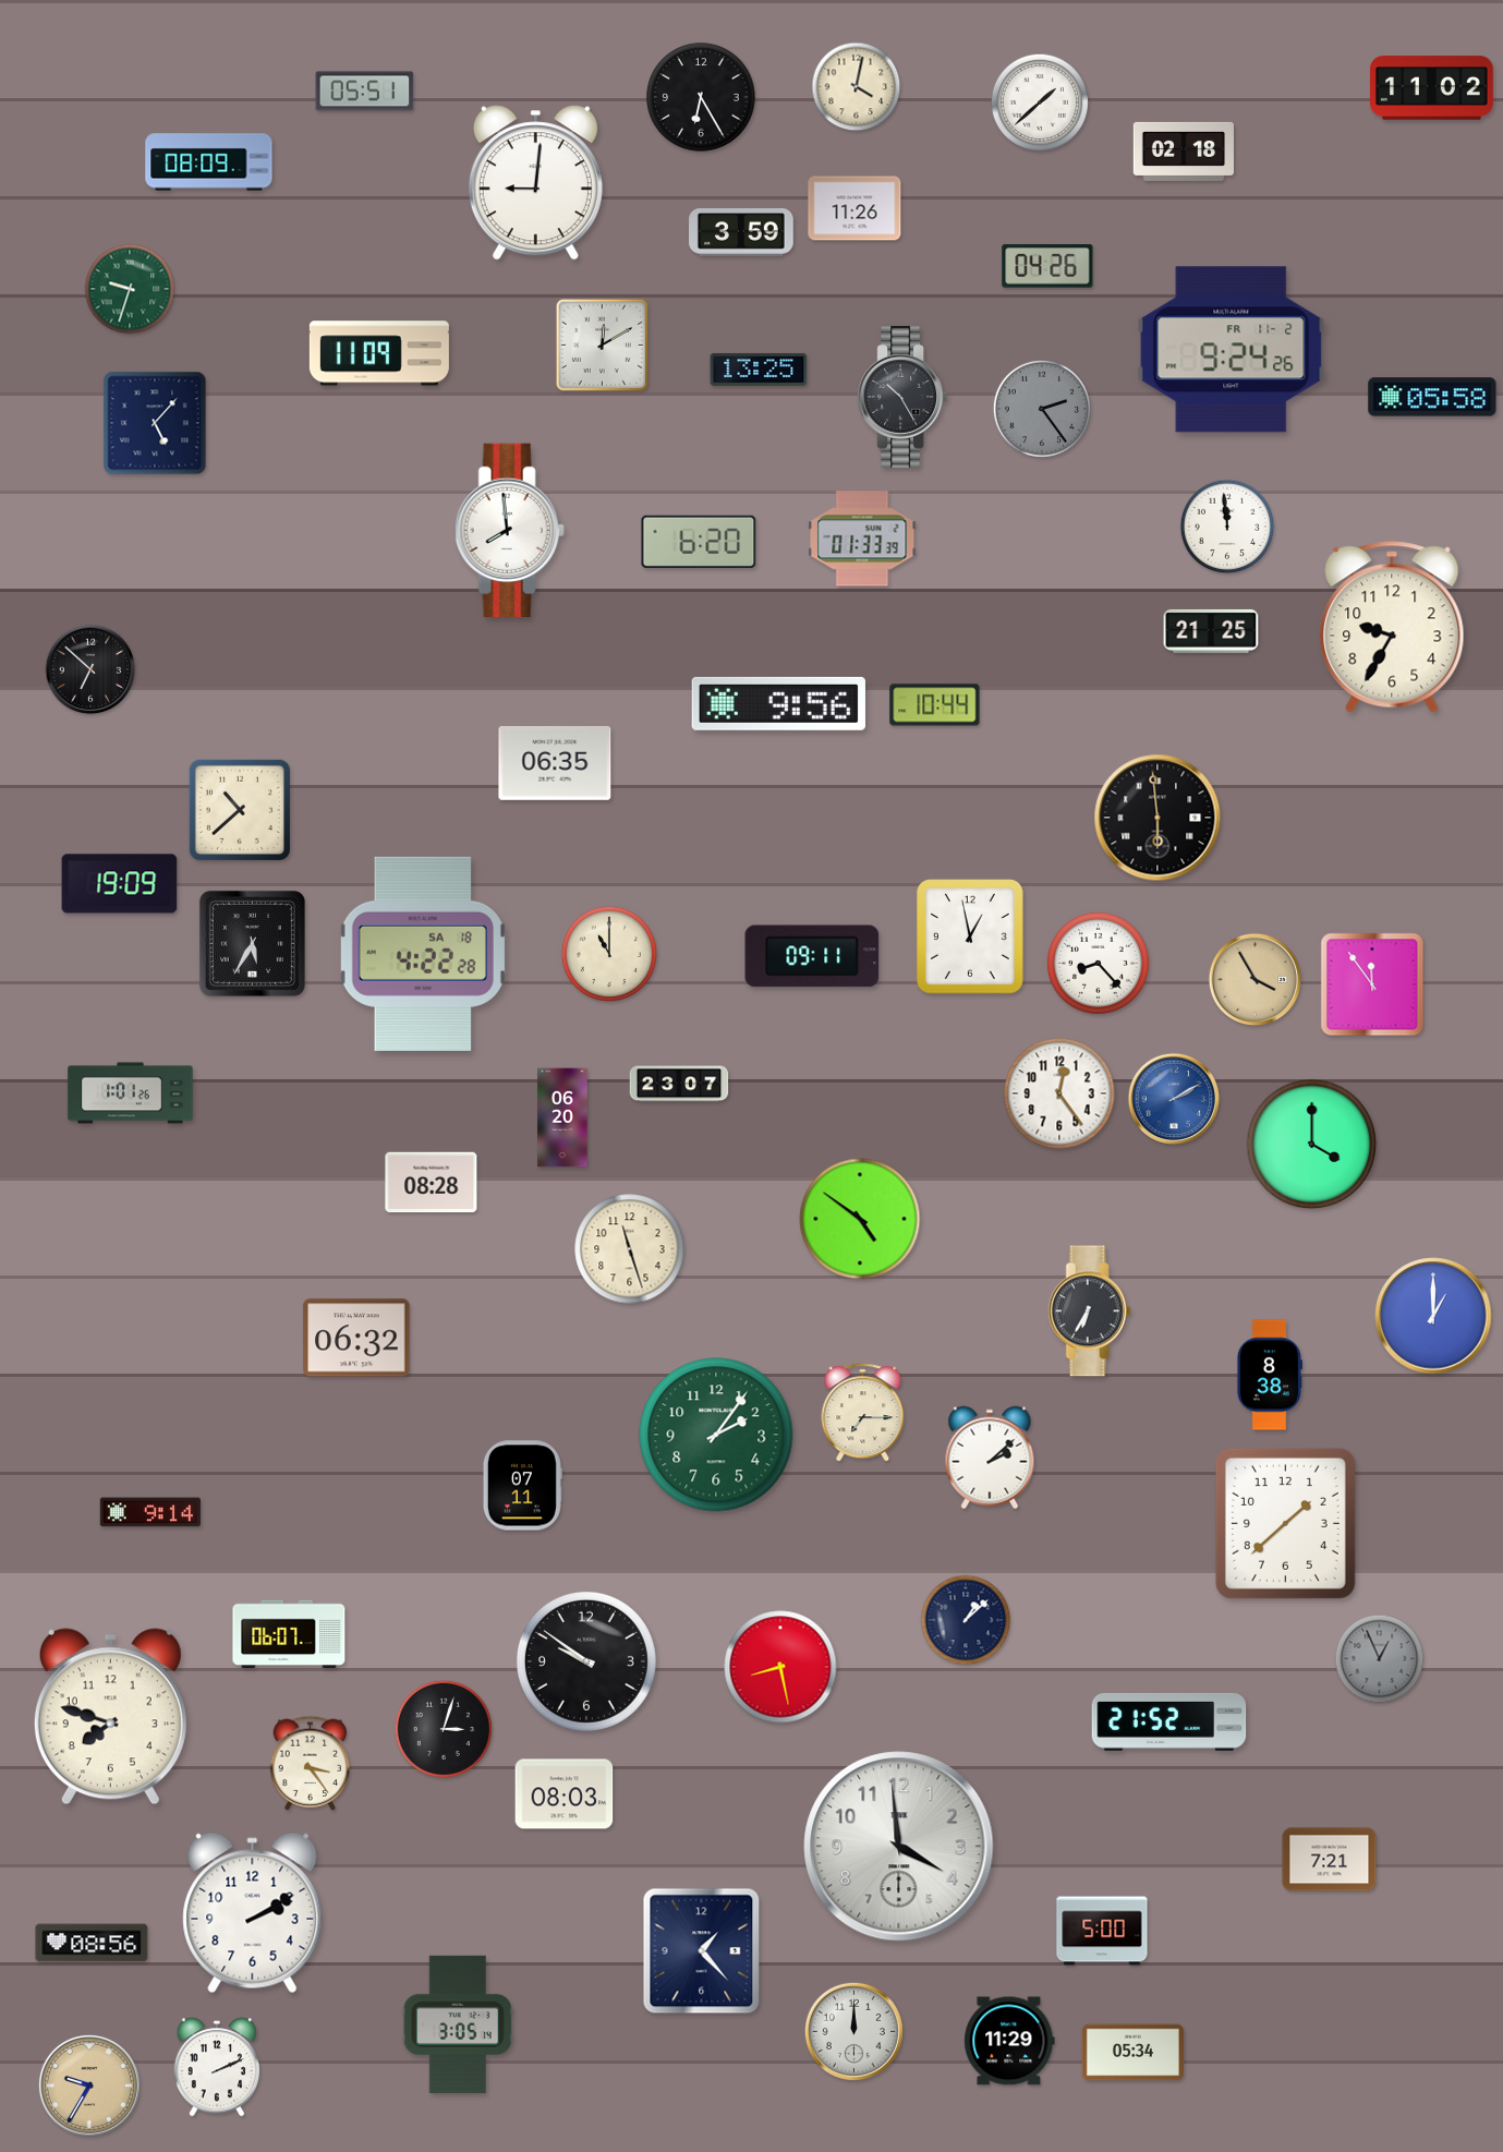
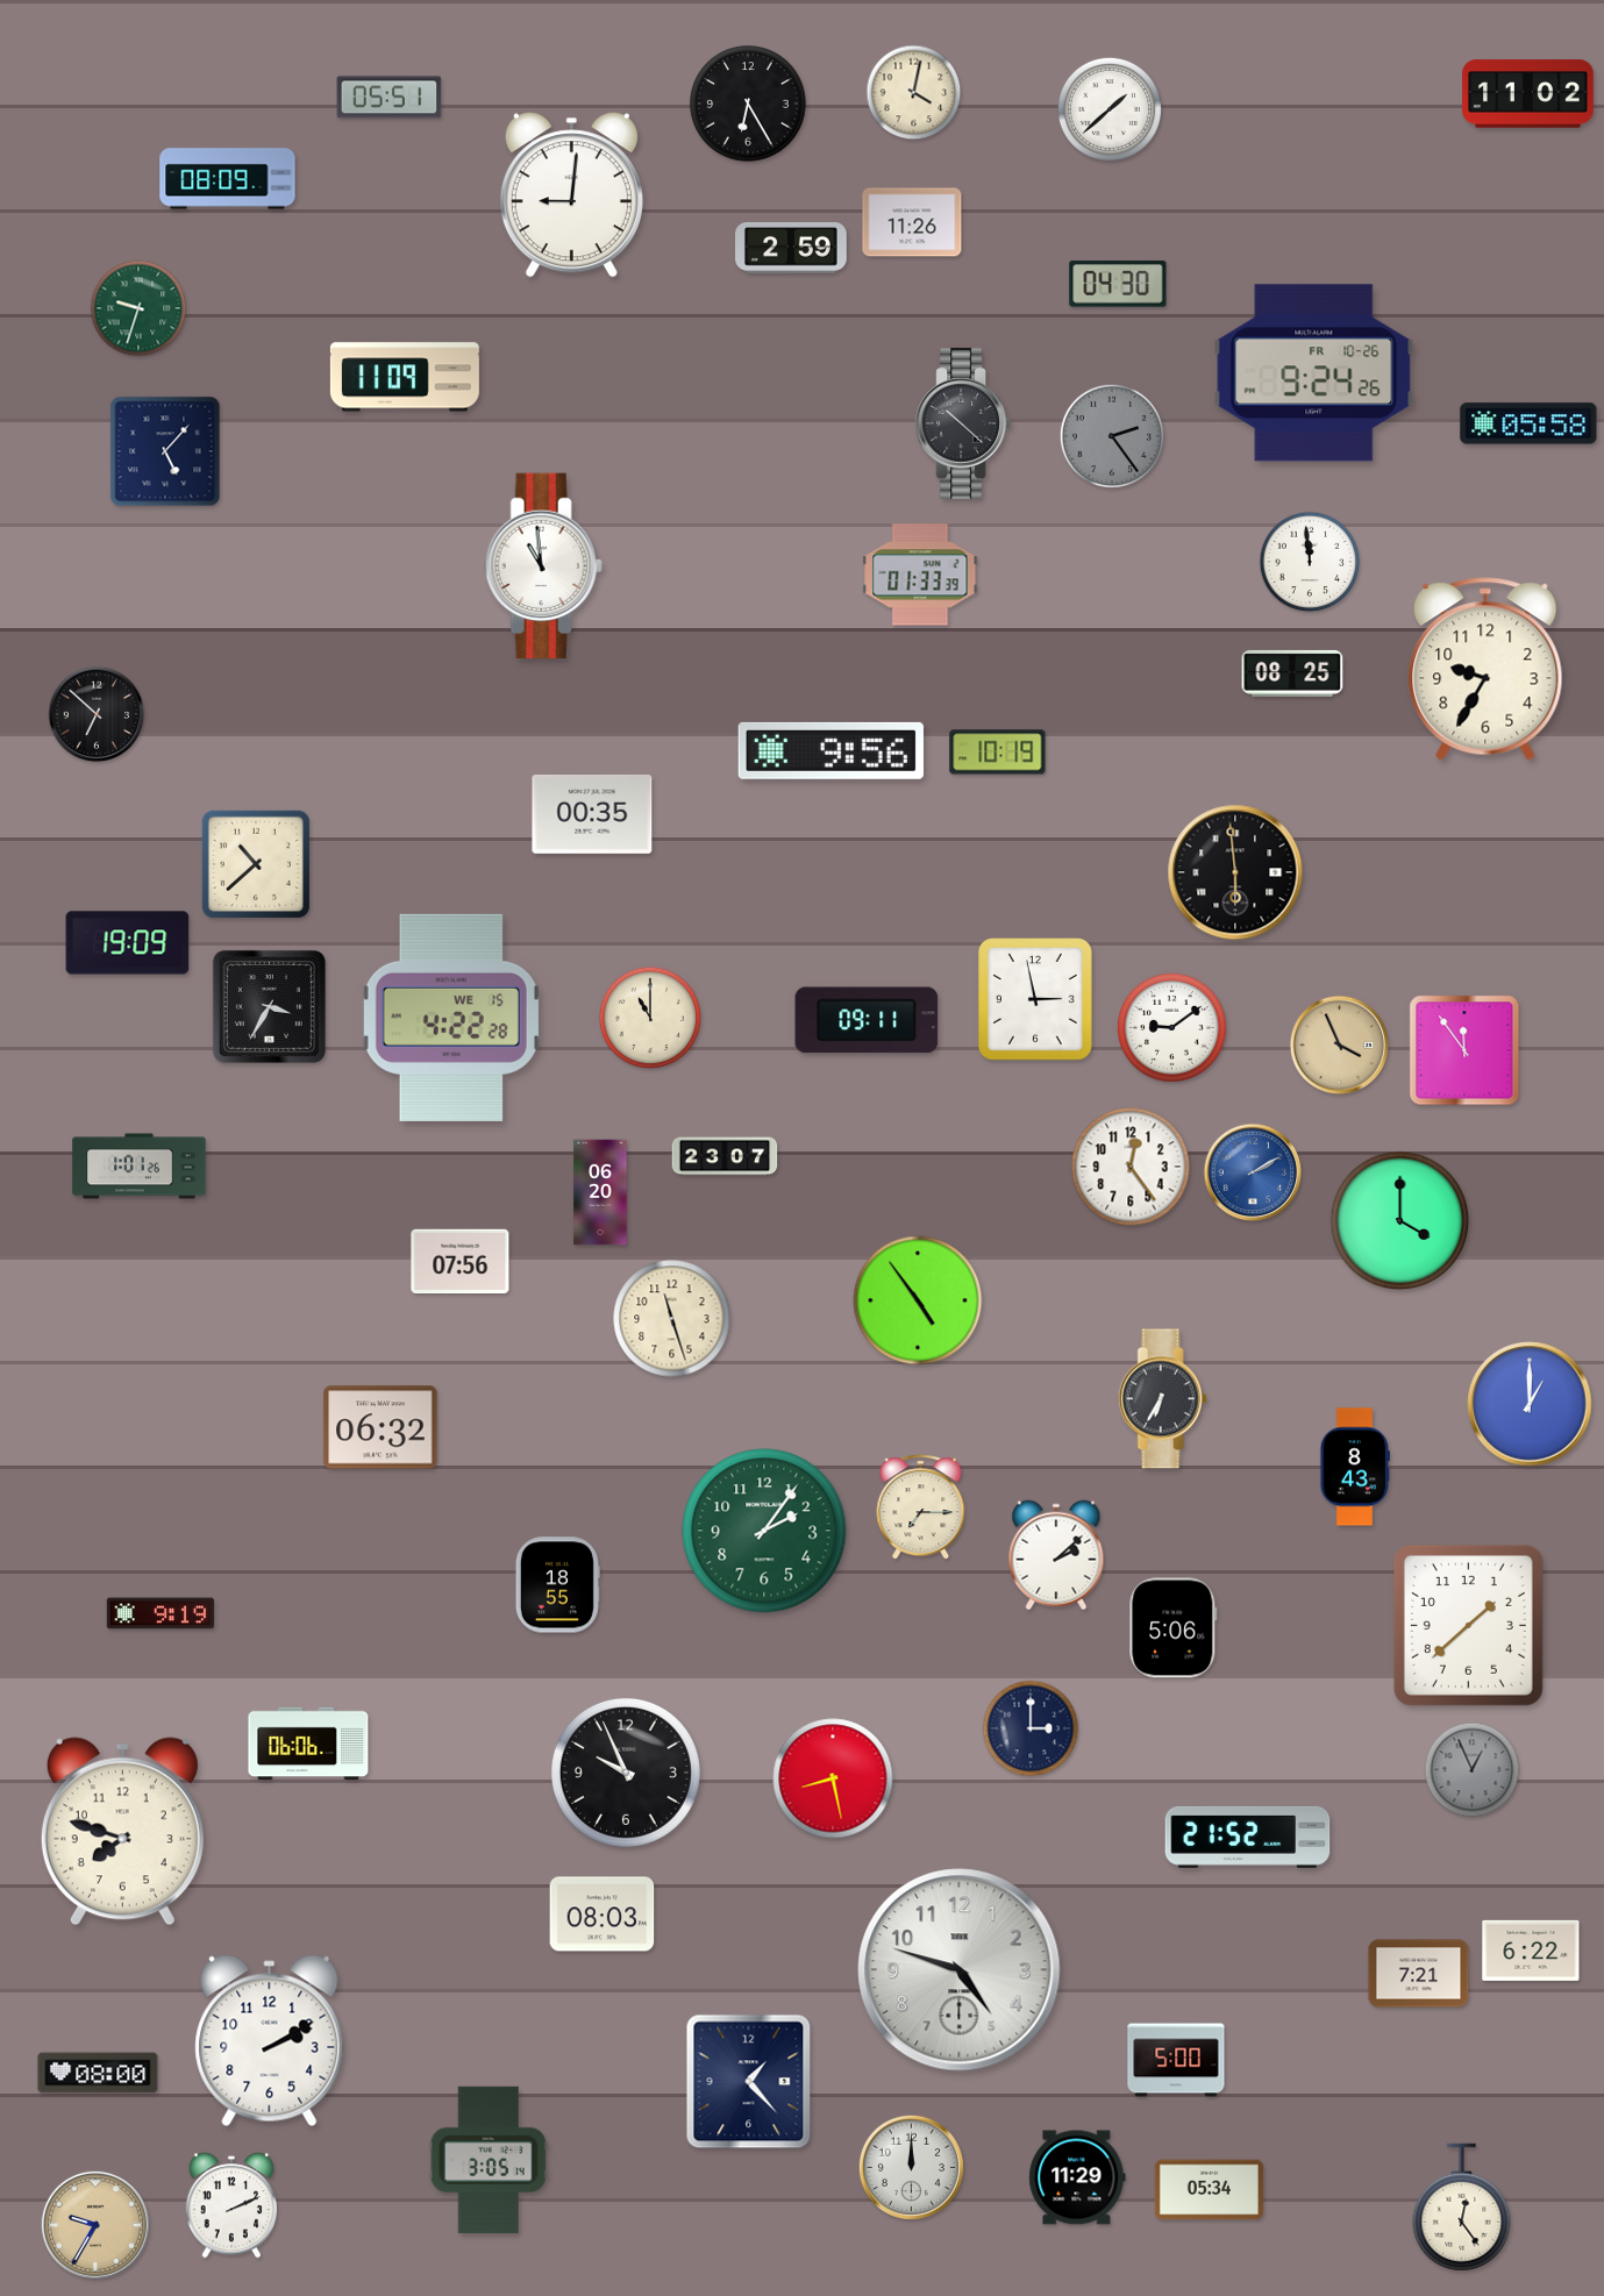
clock at (1183, 152): 02:18 -> none
clock at (209, 162) position: (209, 162) -> (228, 179)
clock at (742, 233): 3:59 -> 2:59
clock at (1047, 266): 04:26 -> 04:30
clock at (602, 344): 12:10 -> none
clock at (1232, 350) date: FR 11-2 -> FR 10-26
clock at (759, 370): 13:25 -> none
clock at (902, 398): 10:25 -> 10:22
clock at (509, 530): 7:59 -> 10:59
clock at (699, 542): 6:20 -> none
clock at (1211, 631): 21:25 -> 08:25
clock at (935, 705): 10:44 -> 10:19
clock at (555, 763): 06:35 -> 00:35
clock at (971, 936): 12:58 -> 2:58
clock at (252, 943): 5:35 -> 3:35
clock at (423, 954) date: SA 18 -> WE 15
clock at (1098, 963): 8:23 -> 9:09
clock at (1256, 980): 3:55 -> 3:56
clock at (432, 1183): 08:28 -> 07:56
clock at (860, 1219): 4:51 -> 4:54
clock at (630, 1249) position: (630, 1249) -> (672, 1319)
clock at (1269, 1375): 8:38 -> 8:43
clock at (522, 1486): 07:11 -> 18:55
clock at (150, 1512): 9:14 -> 9:19
clock at (1285, 1523) position: (1285, 1523) -> (1468, 1625)
clock at (1174, 1628): none -> 5:06
clock at (966, 1620): 1:08 -> 3:00
clock at (289, 1634): 06:07 -> 06:06
clock at (586, 1661): 9:51 -> 9:56
clock at (110, 1717) position: (110, 1717) -> (122, 1832)
clock at (444, 1729): 3:03 -> none
clock at (311, 1763): 3:24 -> none
clock at (1531, 1951): none -> 6:22
clock at (899, 1847): 3:59 -> 4:48
clock at (1330, 1860) position: (1330, 1860) -> (1419, 1974)
clock at (92, 1943): 08:56 -> 08:00
clock at (1462, 2208): none -> 12:24
